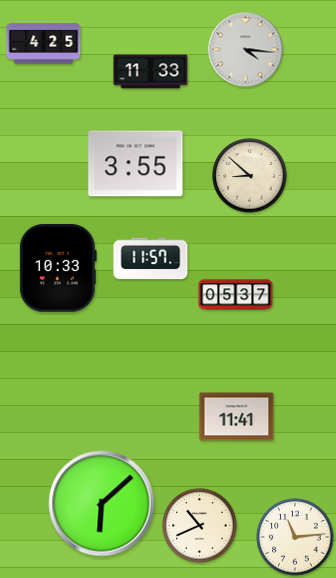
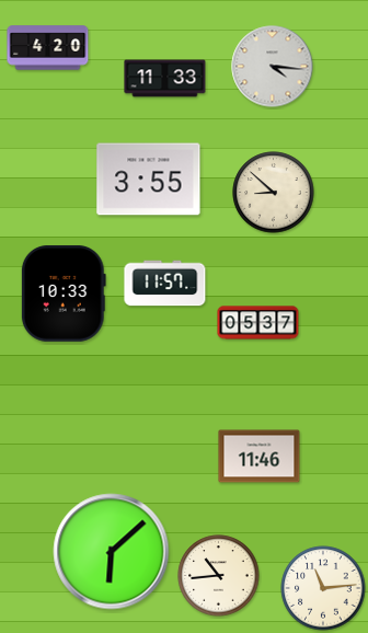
clock at (44, 44): 4:25 -> 4:20
clock at (246, 50) position: (246, 50) -> (273, 67)
clock at (237, 417): 11:41 -> 11:46
clock at (200, 526): 10:41 -> 10:44
